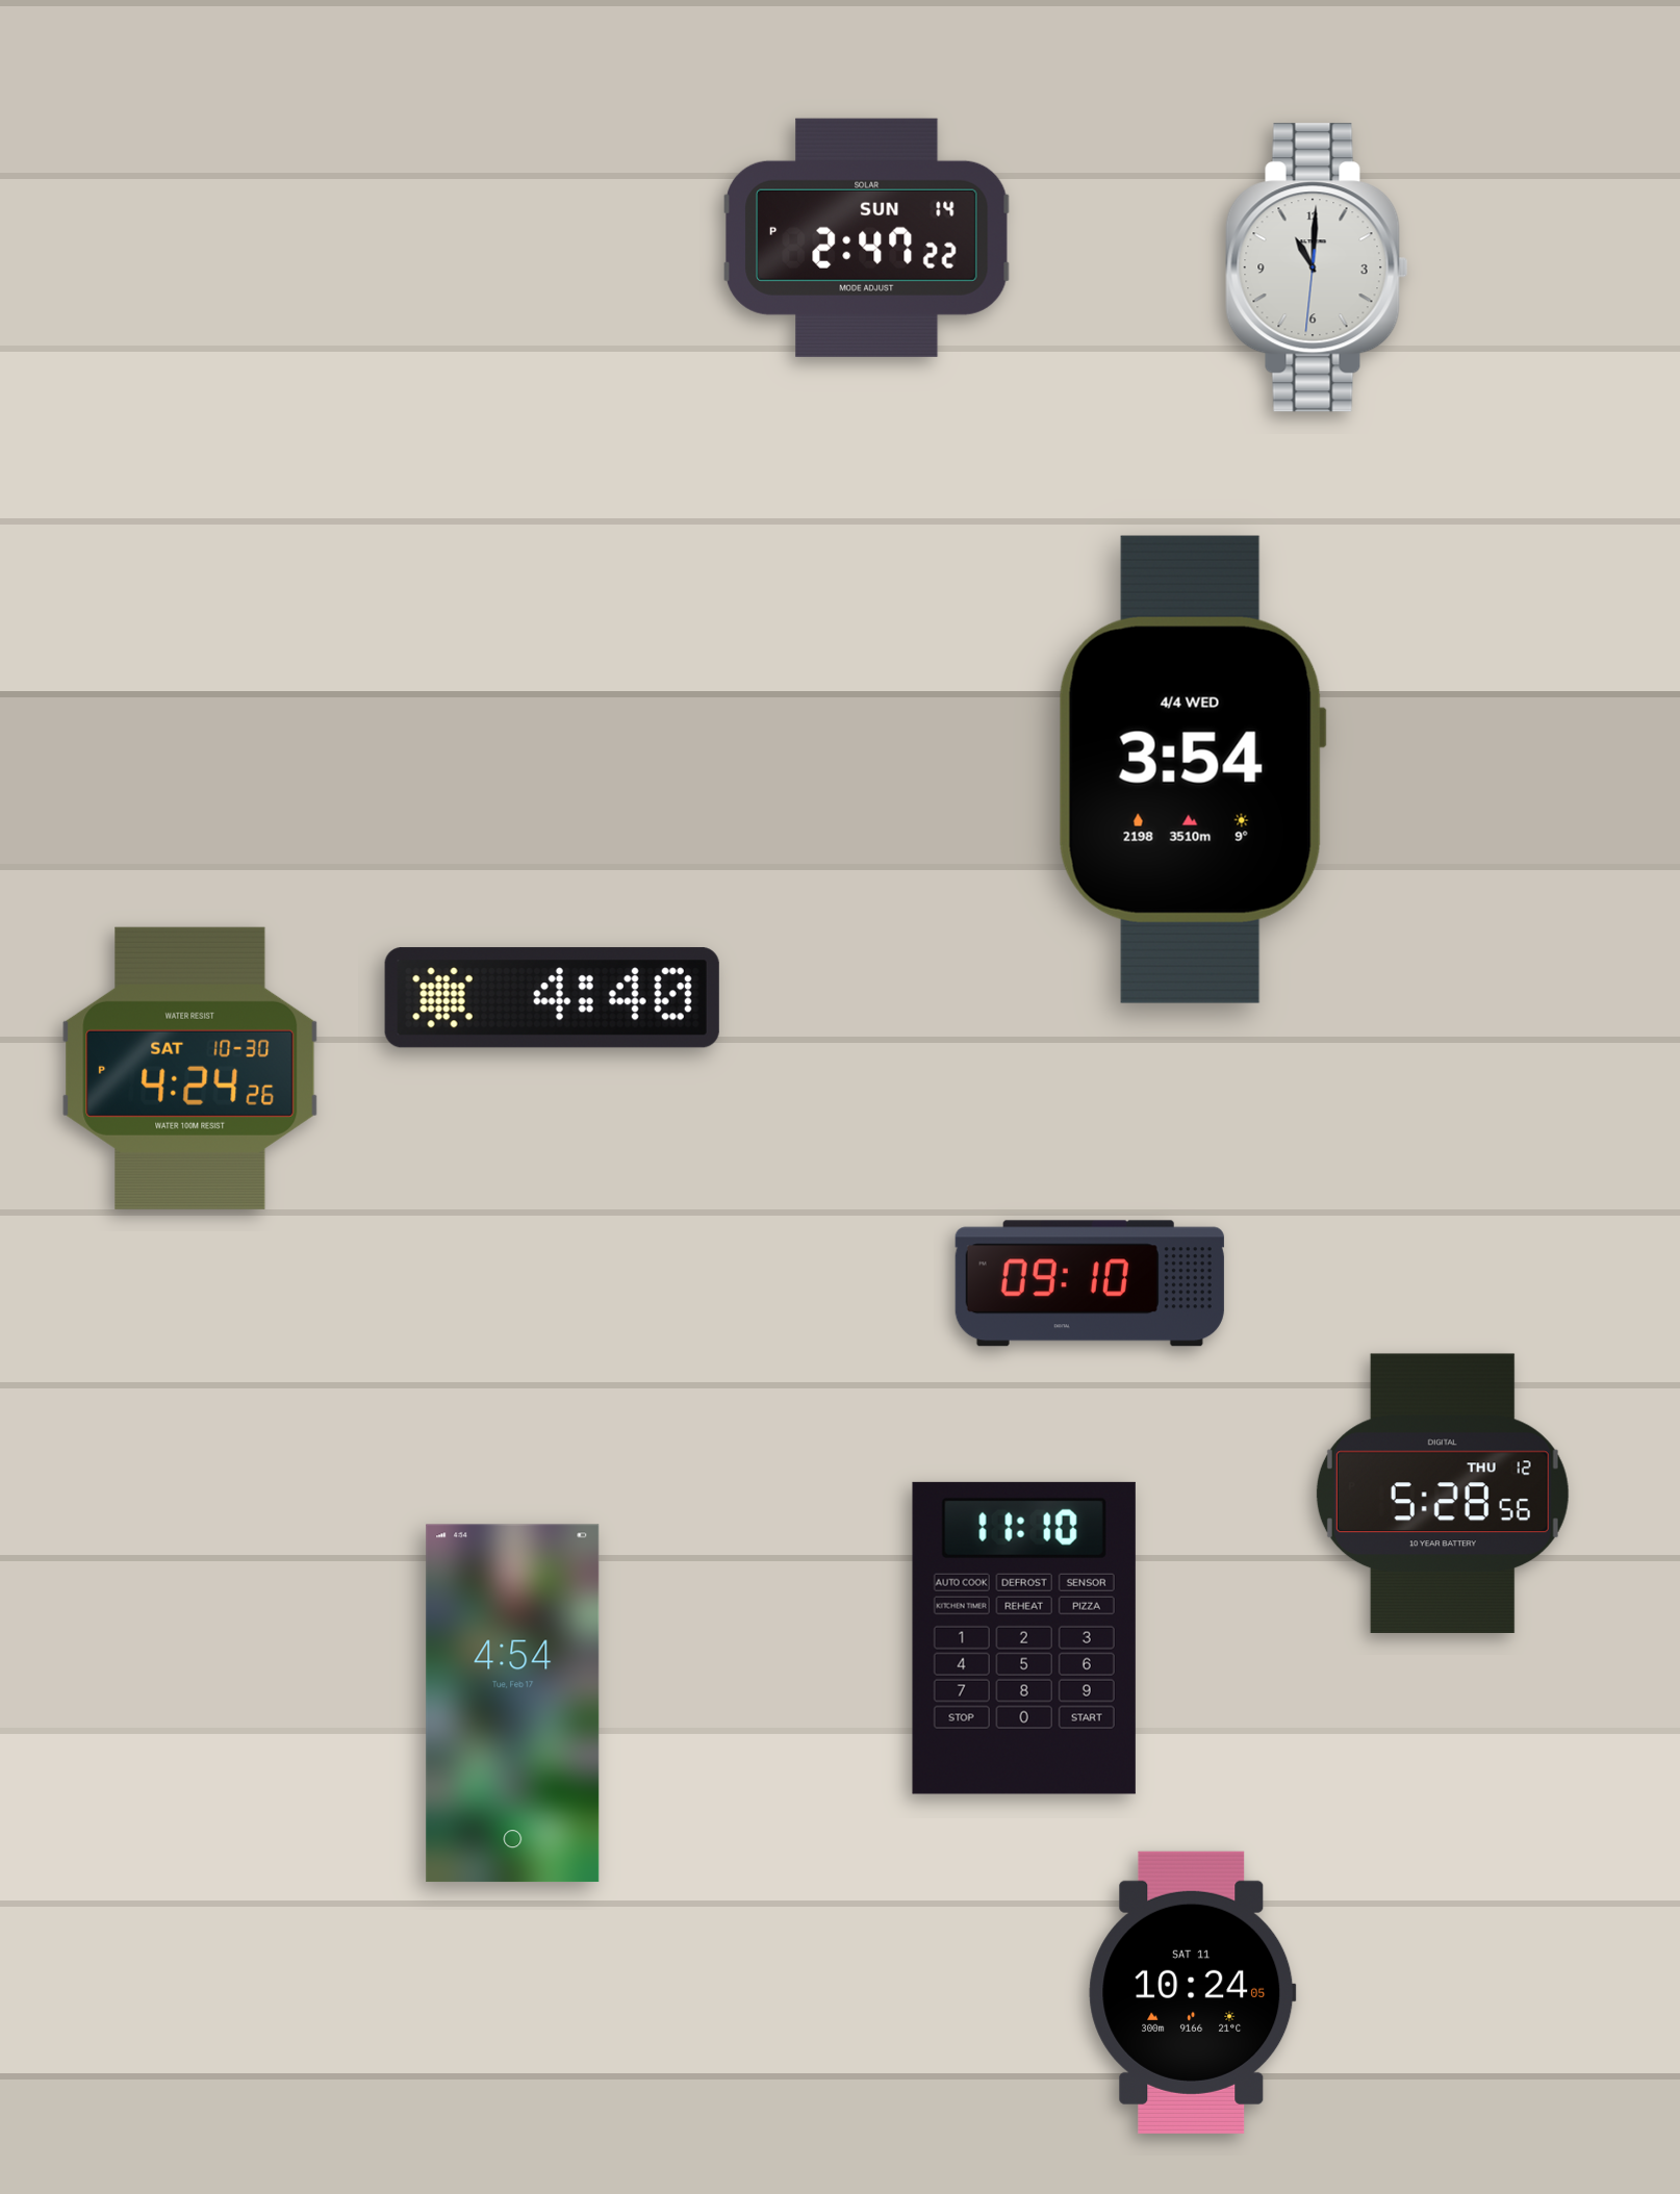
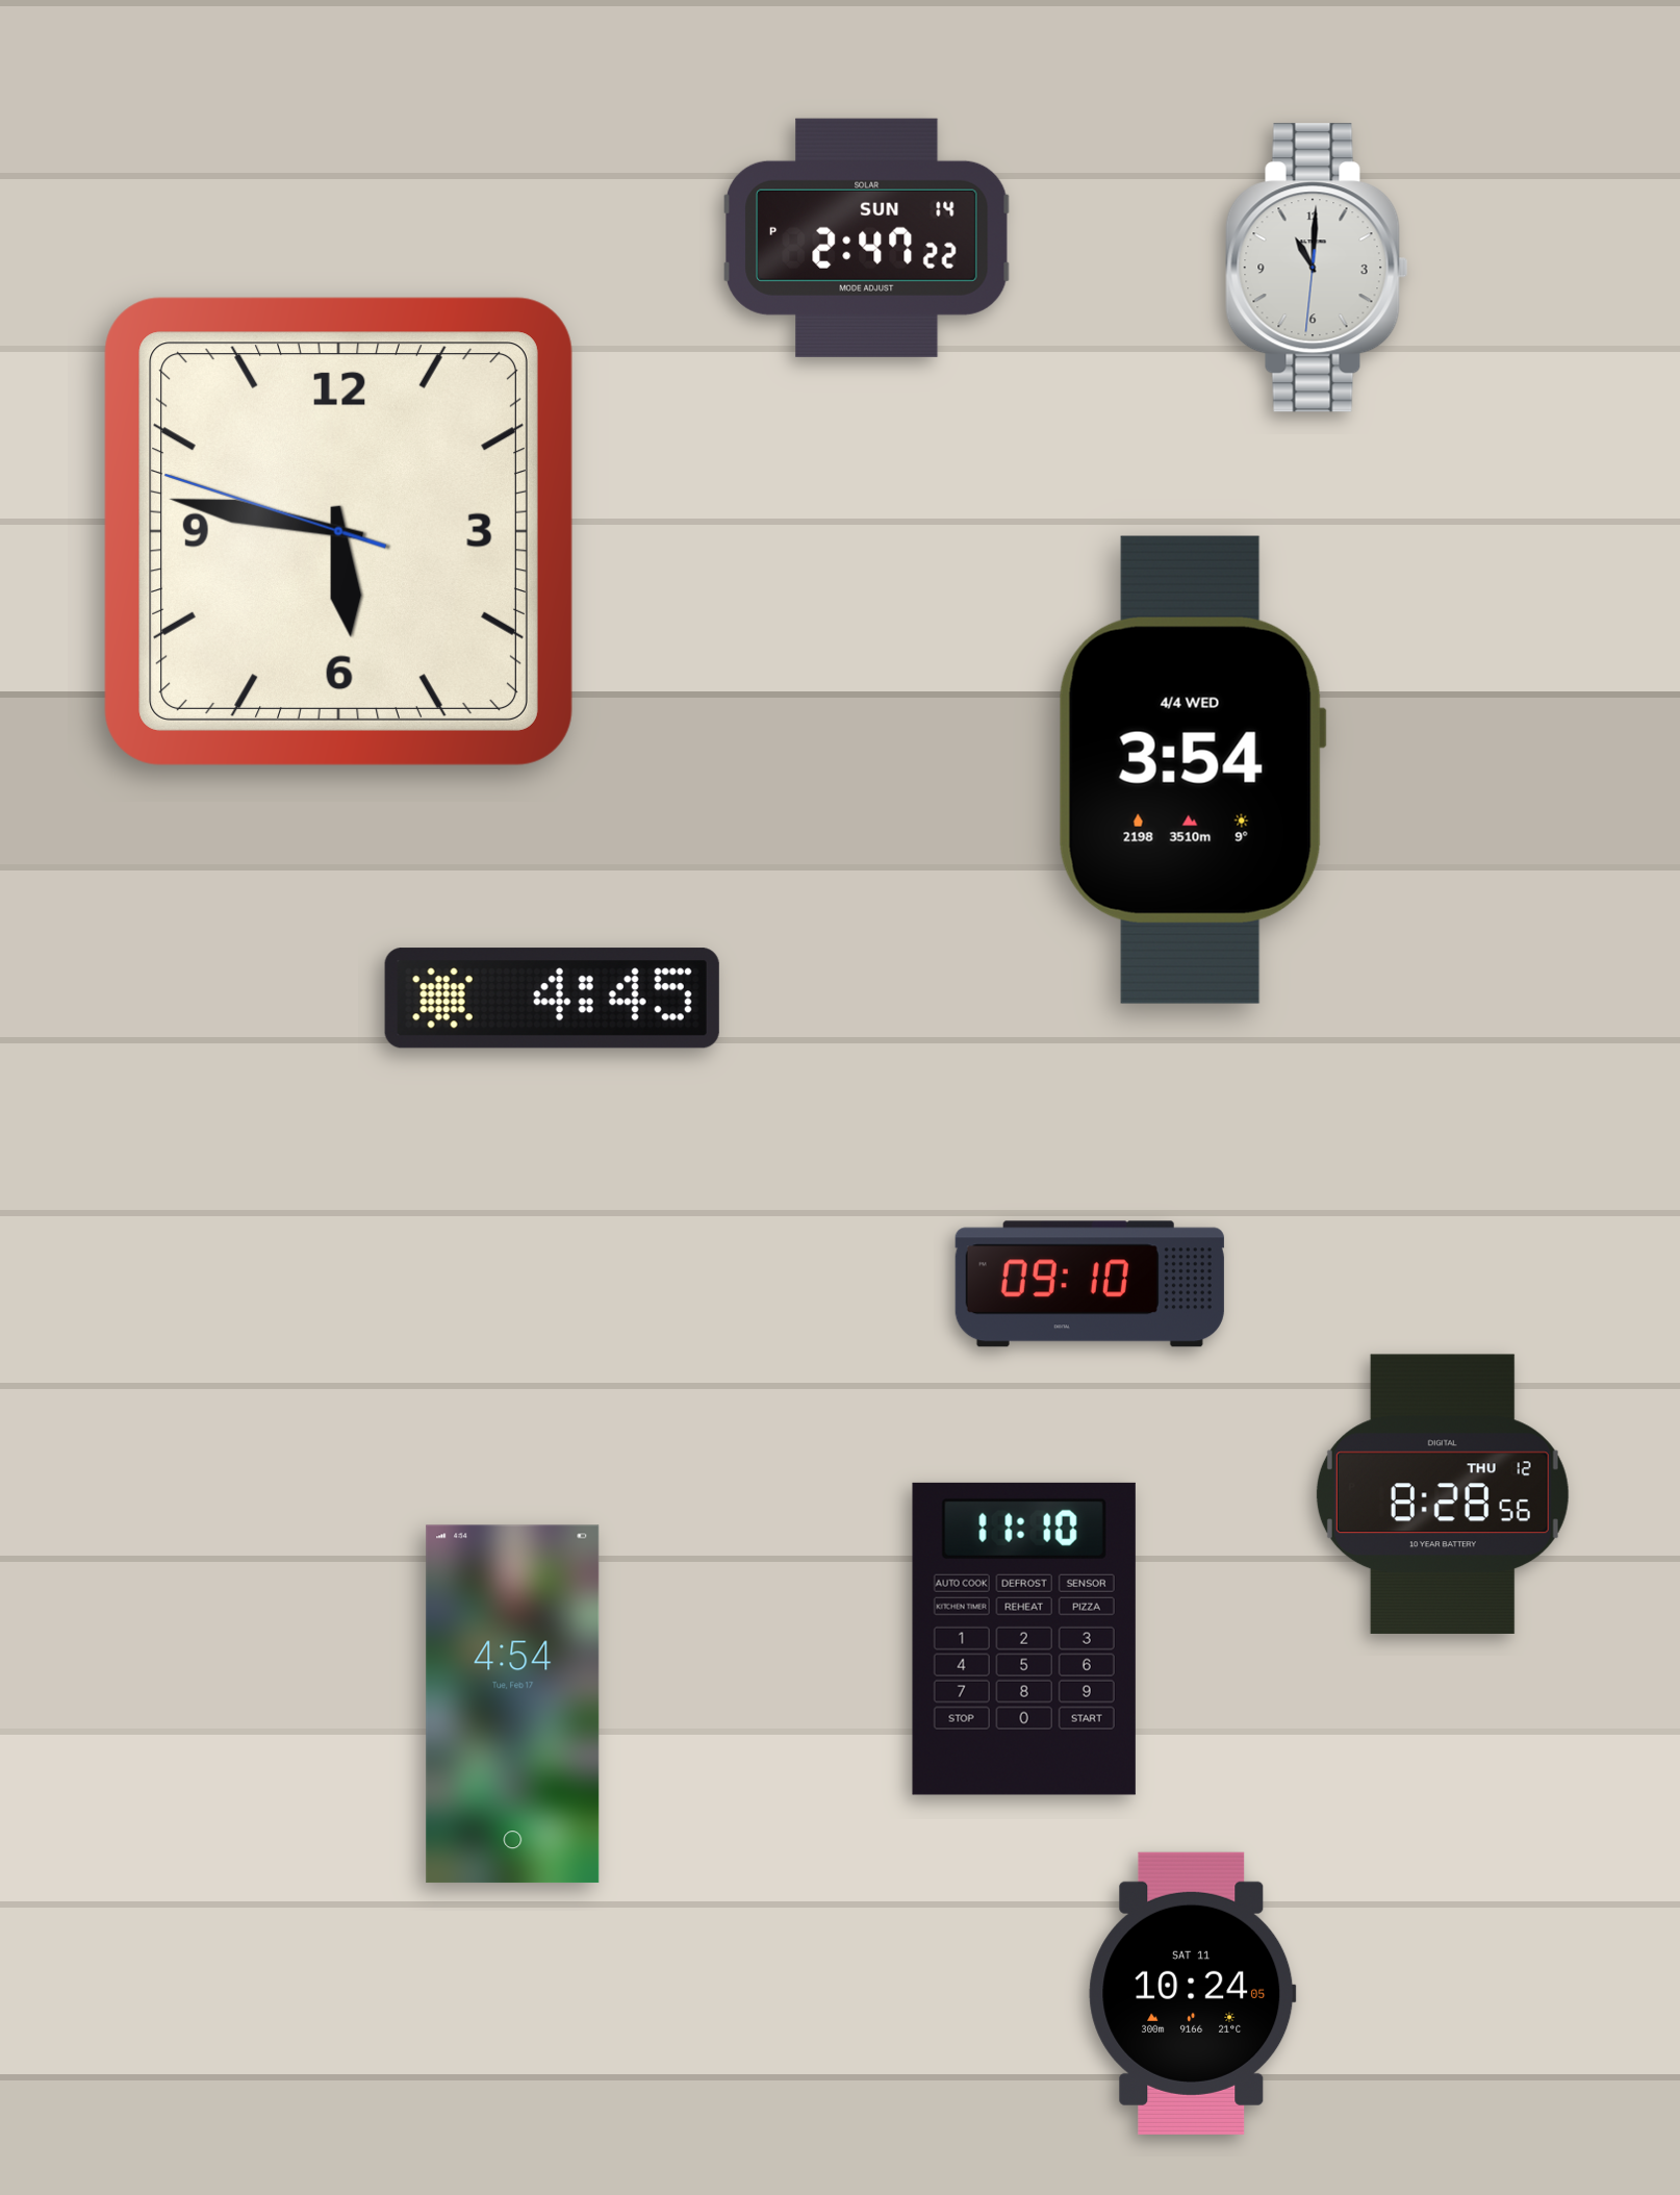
clock at (338, 531): none -> 5:46
clock at (552, 998): 4:40 -> 4:45
clock at (190, 1068): 4:24 -> none
clock at (1443, 1493): 5:28 -> 8:28
